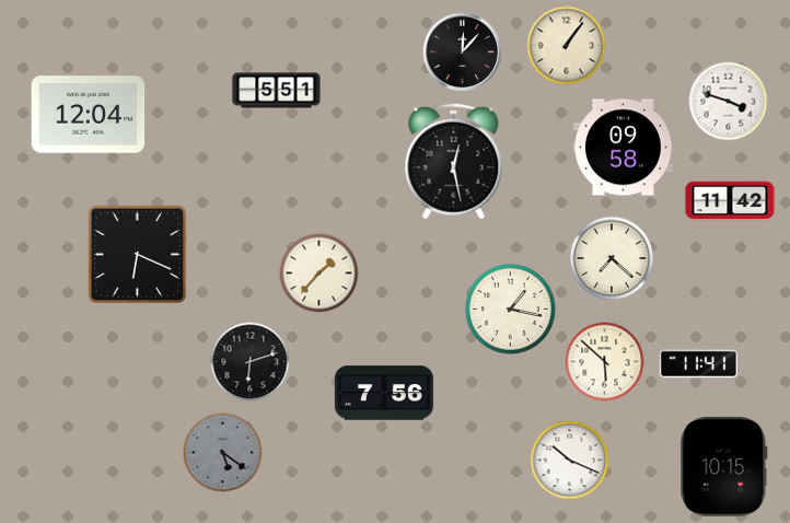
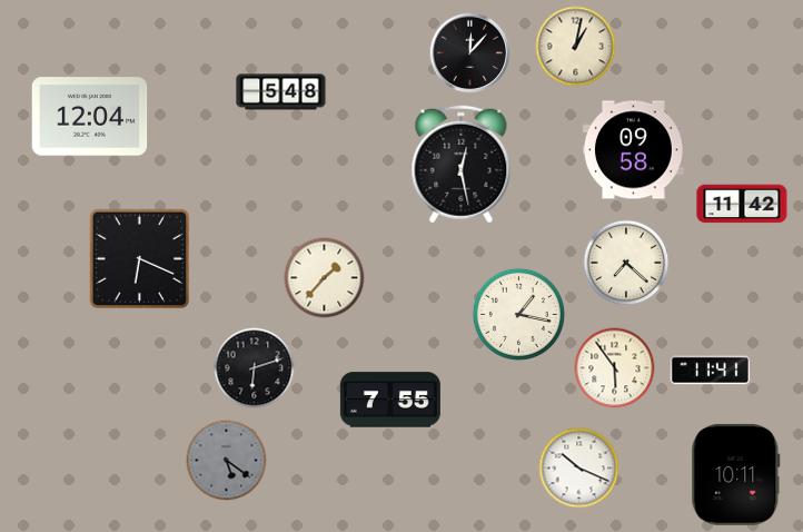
clock at (567, 46): 1:06 -> 1:02
clock at (277, 91): 5:51 -> 5:48
clock at (729, 102): 3:48 -> none
clock at (612, 258) position: (612, 258) -> (626, 263)
clock at (605, 362): 5:52 -> 5:54
clock at (384, 393): 7:56 -> 7:55
clock at (724, 466): 10:15 -> 10:11
